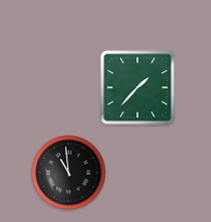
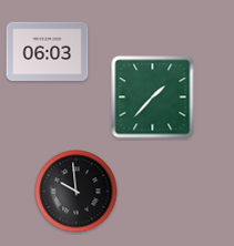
clock at (48, 51): none -> 06:03
clock at (69, 173): 10:59 -> 9:59
